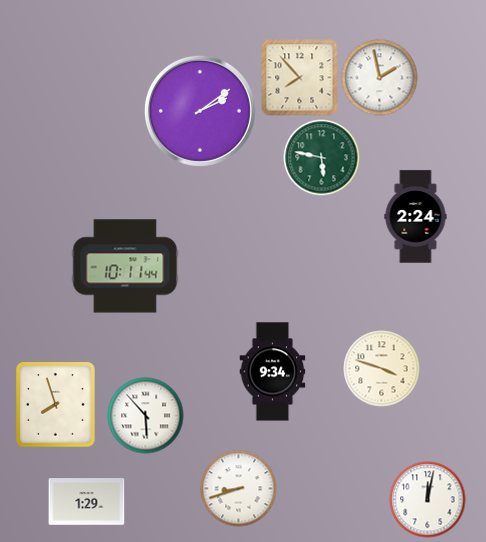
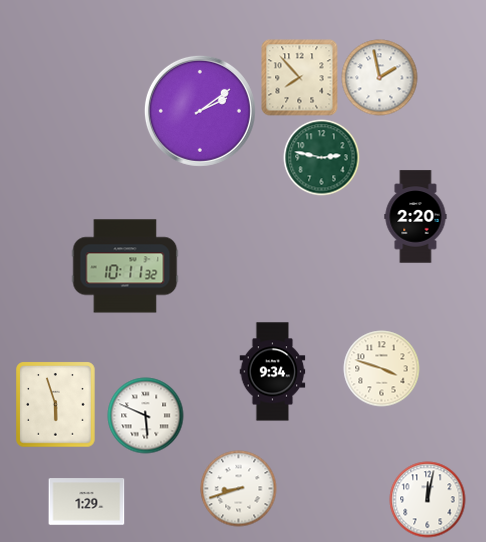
clock at (322, 158): 5:47 -> 2:47
clock at (416, 217): 2:24 -> 2:20
clock at (125, 266): 10:11:44 -> 10:11:32
clock at (56, 405): 7:57 -> 5:57
clock at (146, 416): 5:53 -> 5:49
